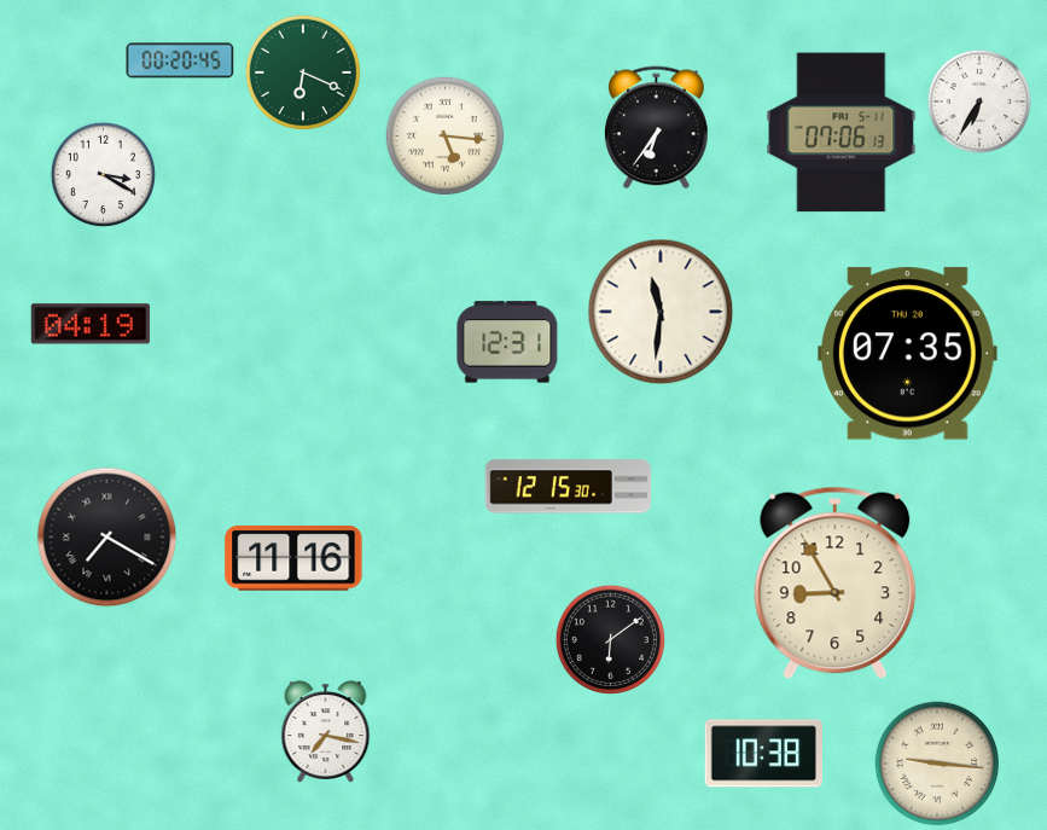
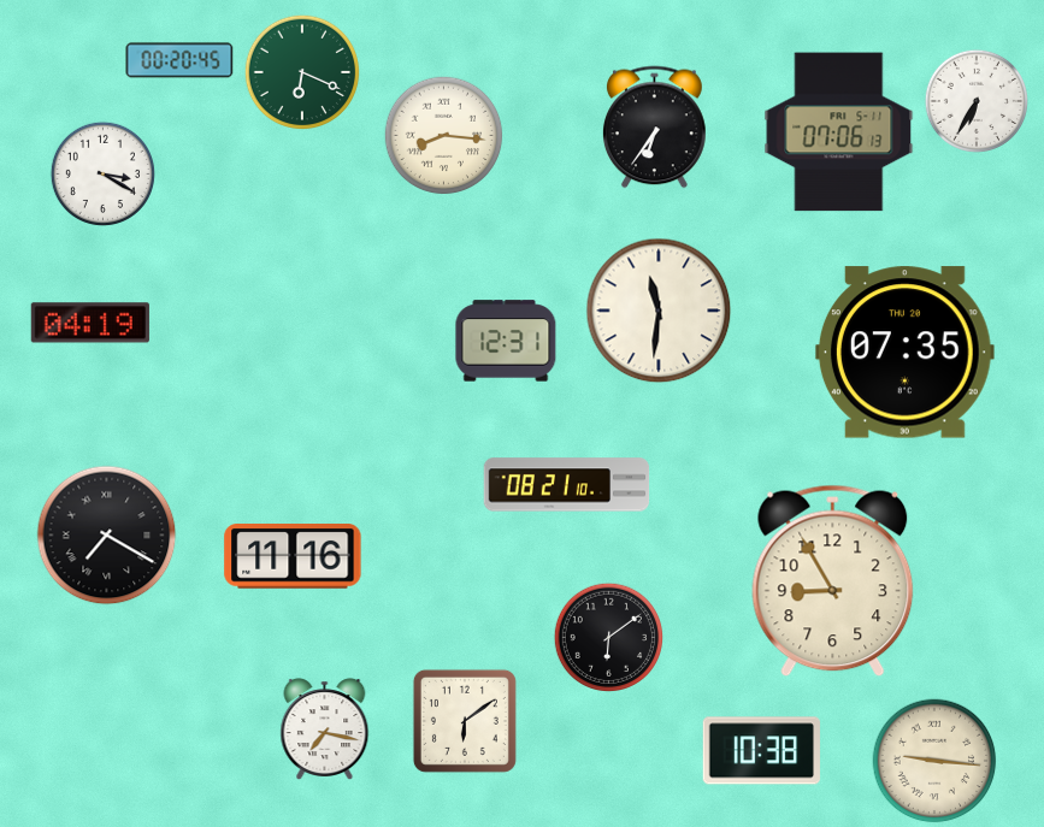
clock at (446, 137): 5:16 -> 8:16
clock at (569, 487): 12:15 -> 08:21
clock at (465, 721): none -> 6:09
